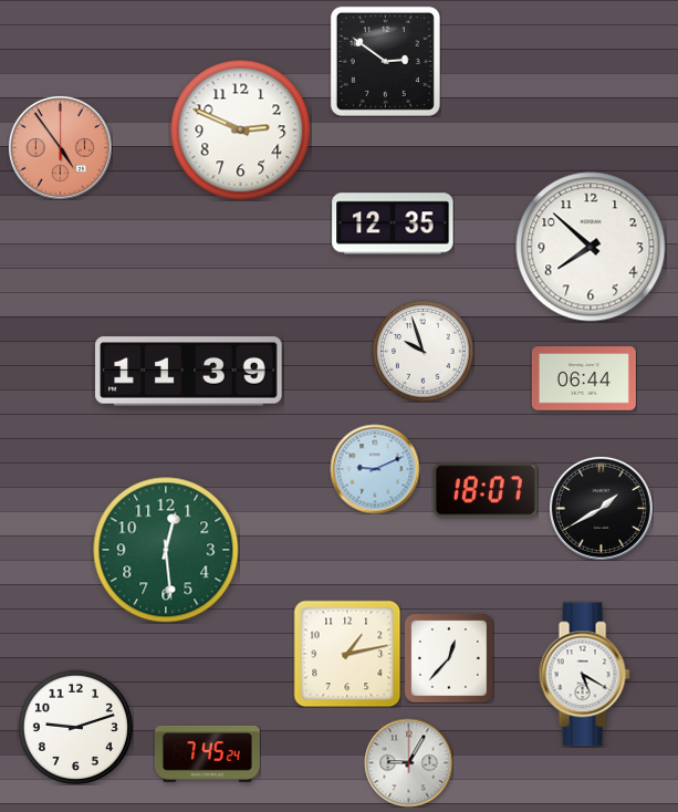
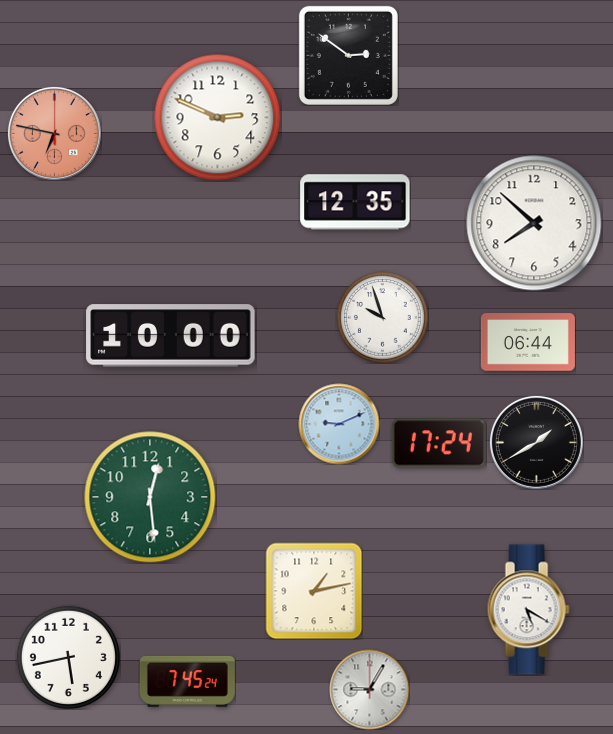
clock at (60, 147): 4:54 -> 6:47
clock at (189, 372): 11:39 -> 10:00
clock at (486, 490): 18:07 -> 17:24
clock at (601, 508) position: (601, 508) -> (536, 442)
clock at (449, 658): 12:37 -> none
clock at (75, 727): 9:12 -> 5:43
